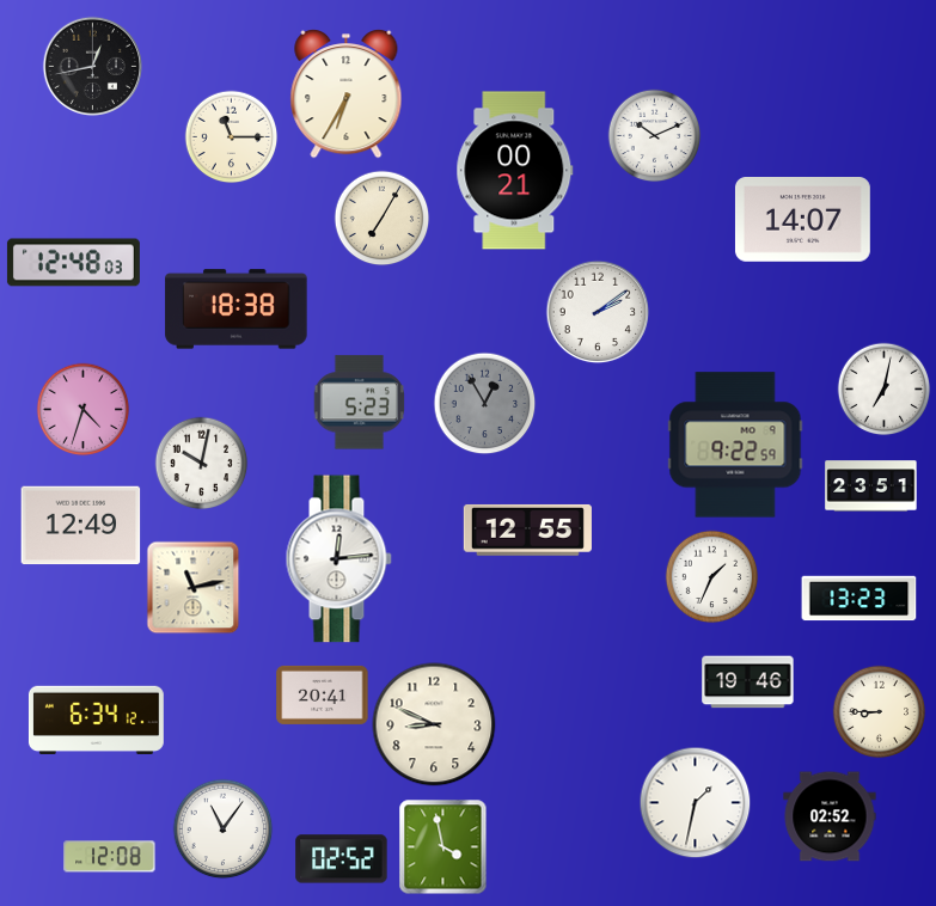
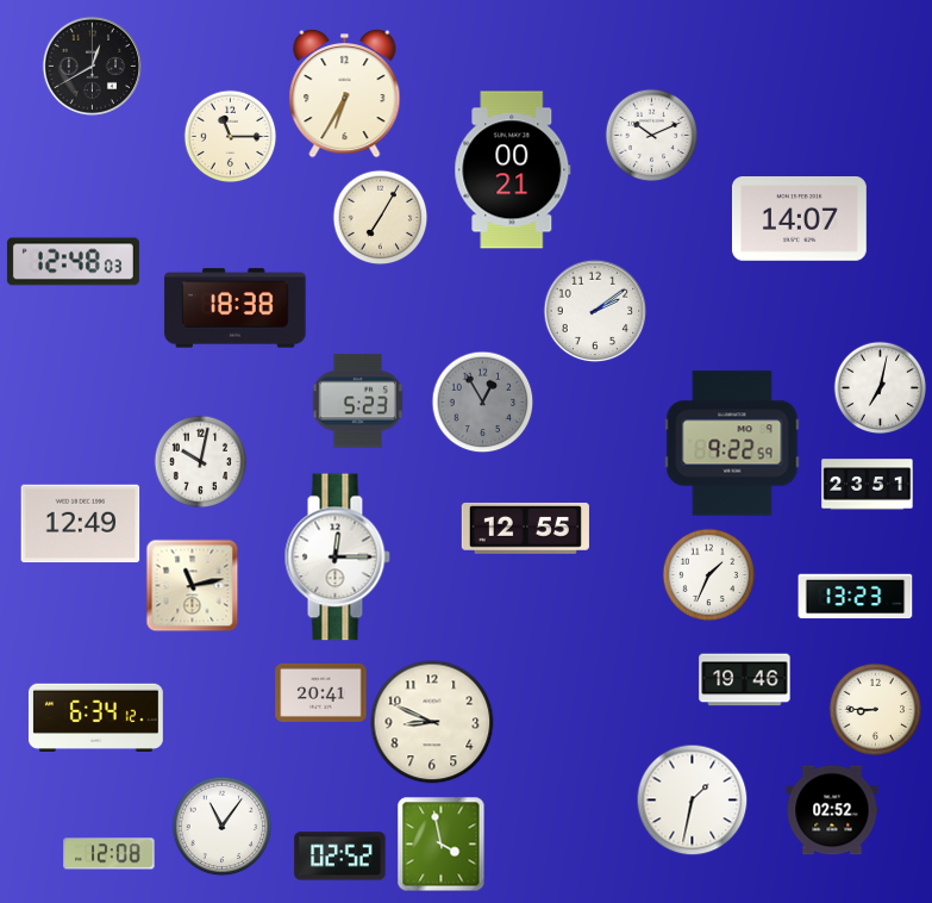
clock at (92, 66): 12:43 -> 12:40
clock at (82, 409): 4:33 -> none
clock at (338, 559): 12:14 -> 12:15
clock at (830, 816) position: (830, 816) -> (832, 810)
